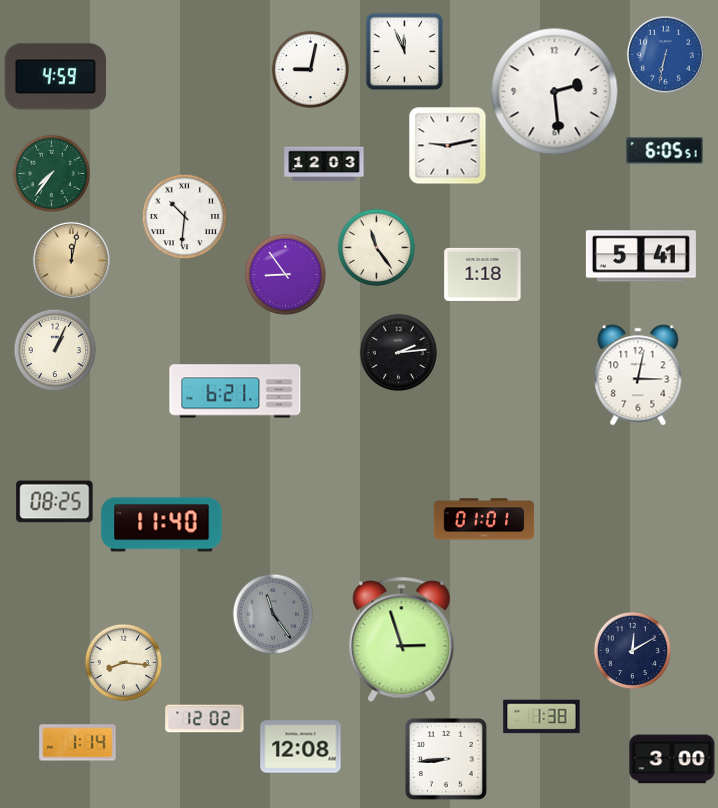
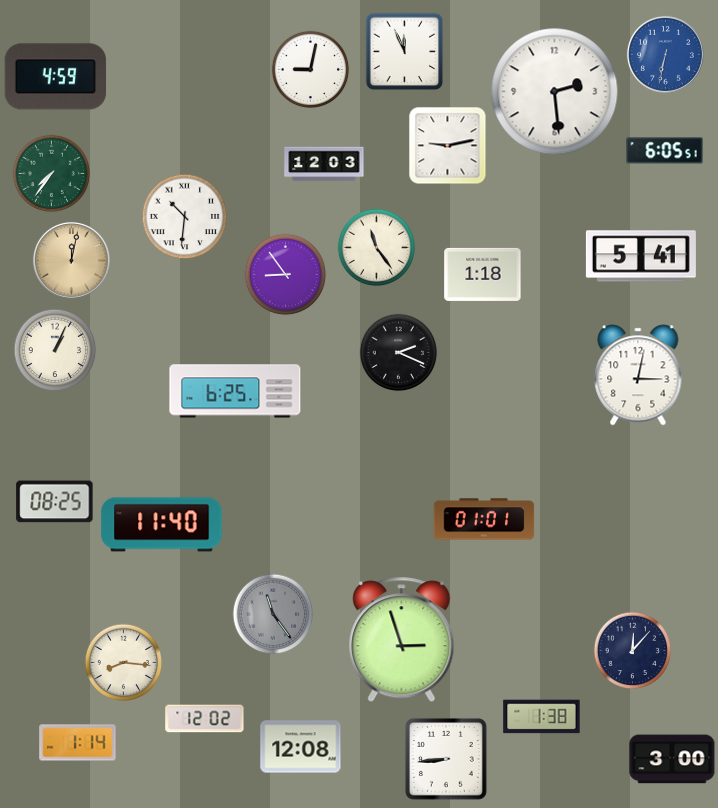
clock at (398, 352): 2:14 -> 2:19
clock at (235, 391): 6:21 -> 6:25
clock at (632, 650): 12:10 -> 12:07
